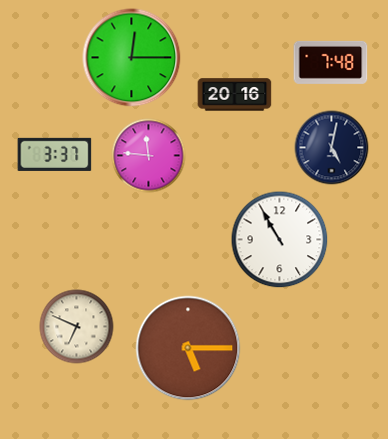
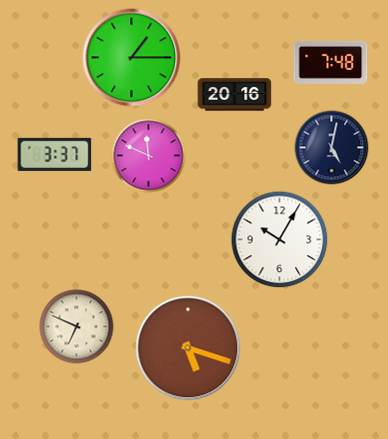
clock at (132, 58): 12:15 -> 1:15
clock at (149, 156): 11:46 -> 11:49
clock at (280, 240): 10:55 -> 10:05
clock at (188, 348): 5:15 -> 5:18
